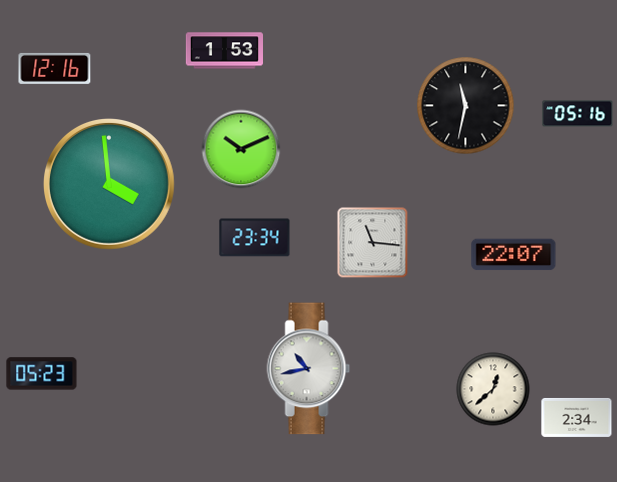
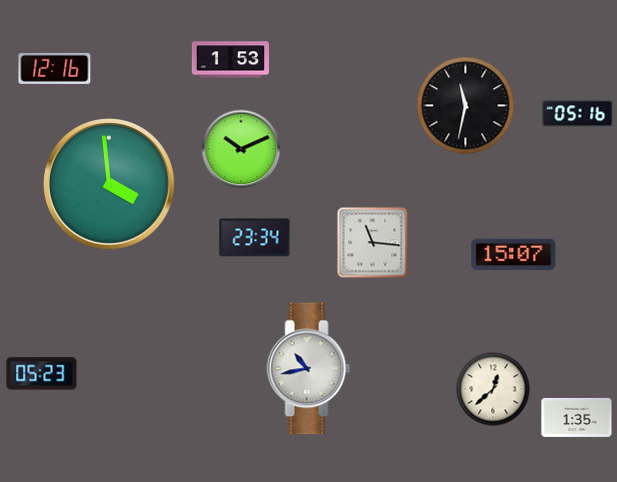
clock at (224, 51) position: (224, 51) -> (230, 60)
clock at (514, 255): 22:07 -> 15:07
clock at (577, 417): 2:34 -> 1:35
